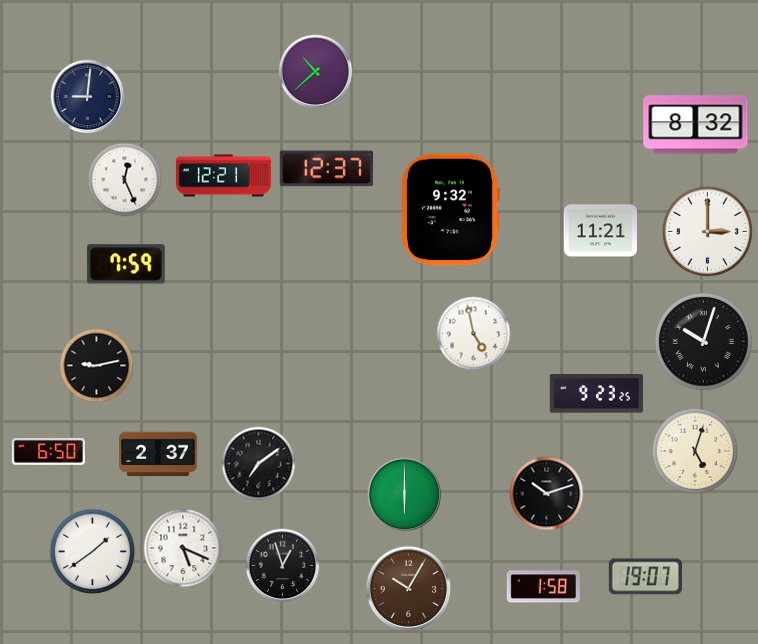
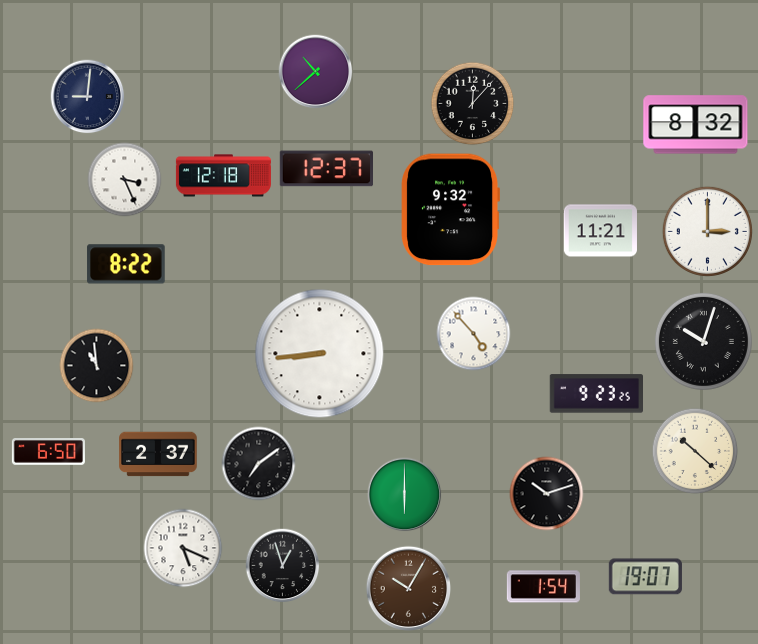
clock at (473, 104): none -> 12:07
clock at (223, 176): 12:21 -> 12:18
clock at (125, 180): 12:26 -> 3:26
clock at (126, 264): 7:59 -> 8:22
clock at (474, 334): 4:58 -> 4:53
clock at (320, 354): none -> 8:44
clock at (97, 366): 9:13 -> 10:59
clock at (695, 451): 5:03 -> 10:22
clock at (93, 552): 1:39 -> none
clock at (543, 587): 1:58 -> 1:54
